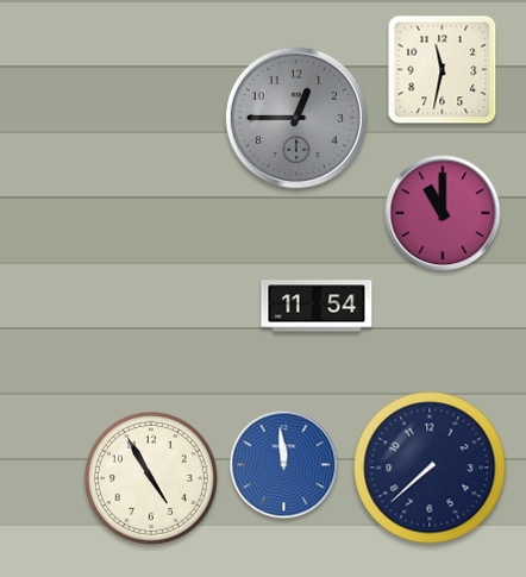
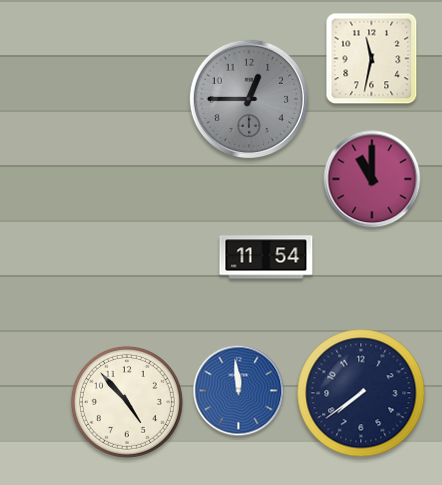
clock at (430, 468): 7:38 -> 7:39
clock at (151, 478): 4:55 -> 4:53
